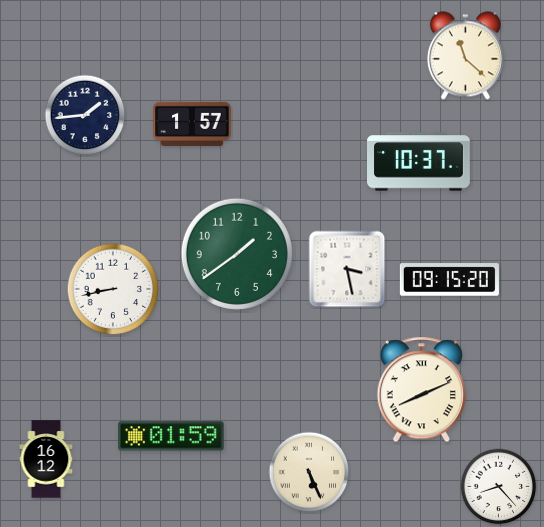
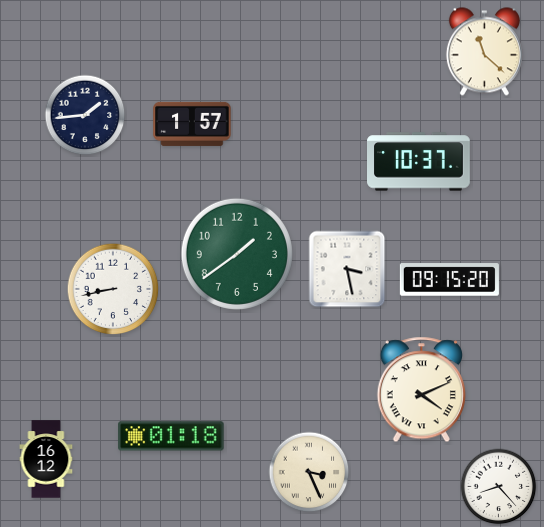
clock at (465, 56) position: (465, 56) -> (484, 52)
clock at (421, 390): 8:11 -> 4:11
clock at (171, 436): 01:59 -> 01:18
clock at (309, 472): 5:26 -> 3:26
